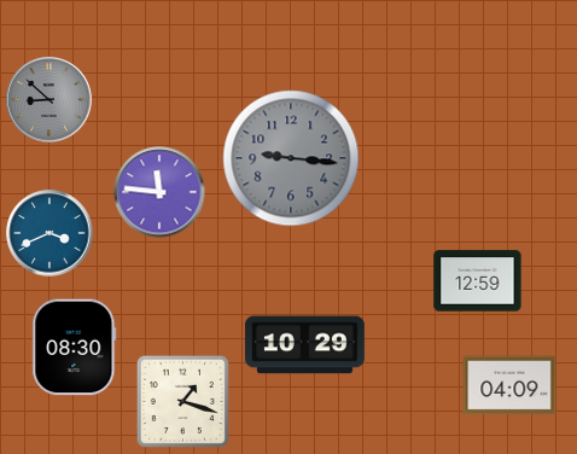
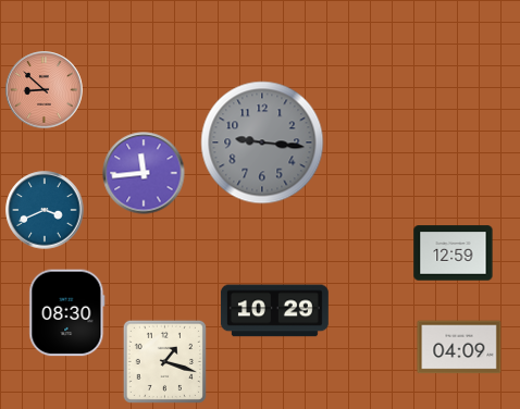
clock at (49, 100) dial: grey -> salmon
clock at (159, 192): 11:46 -> 11:44
clock at (478, 281) position: (478, 281) -> (454, 253)
